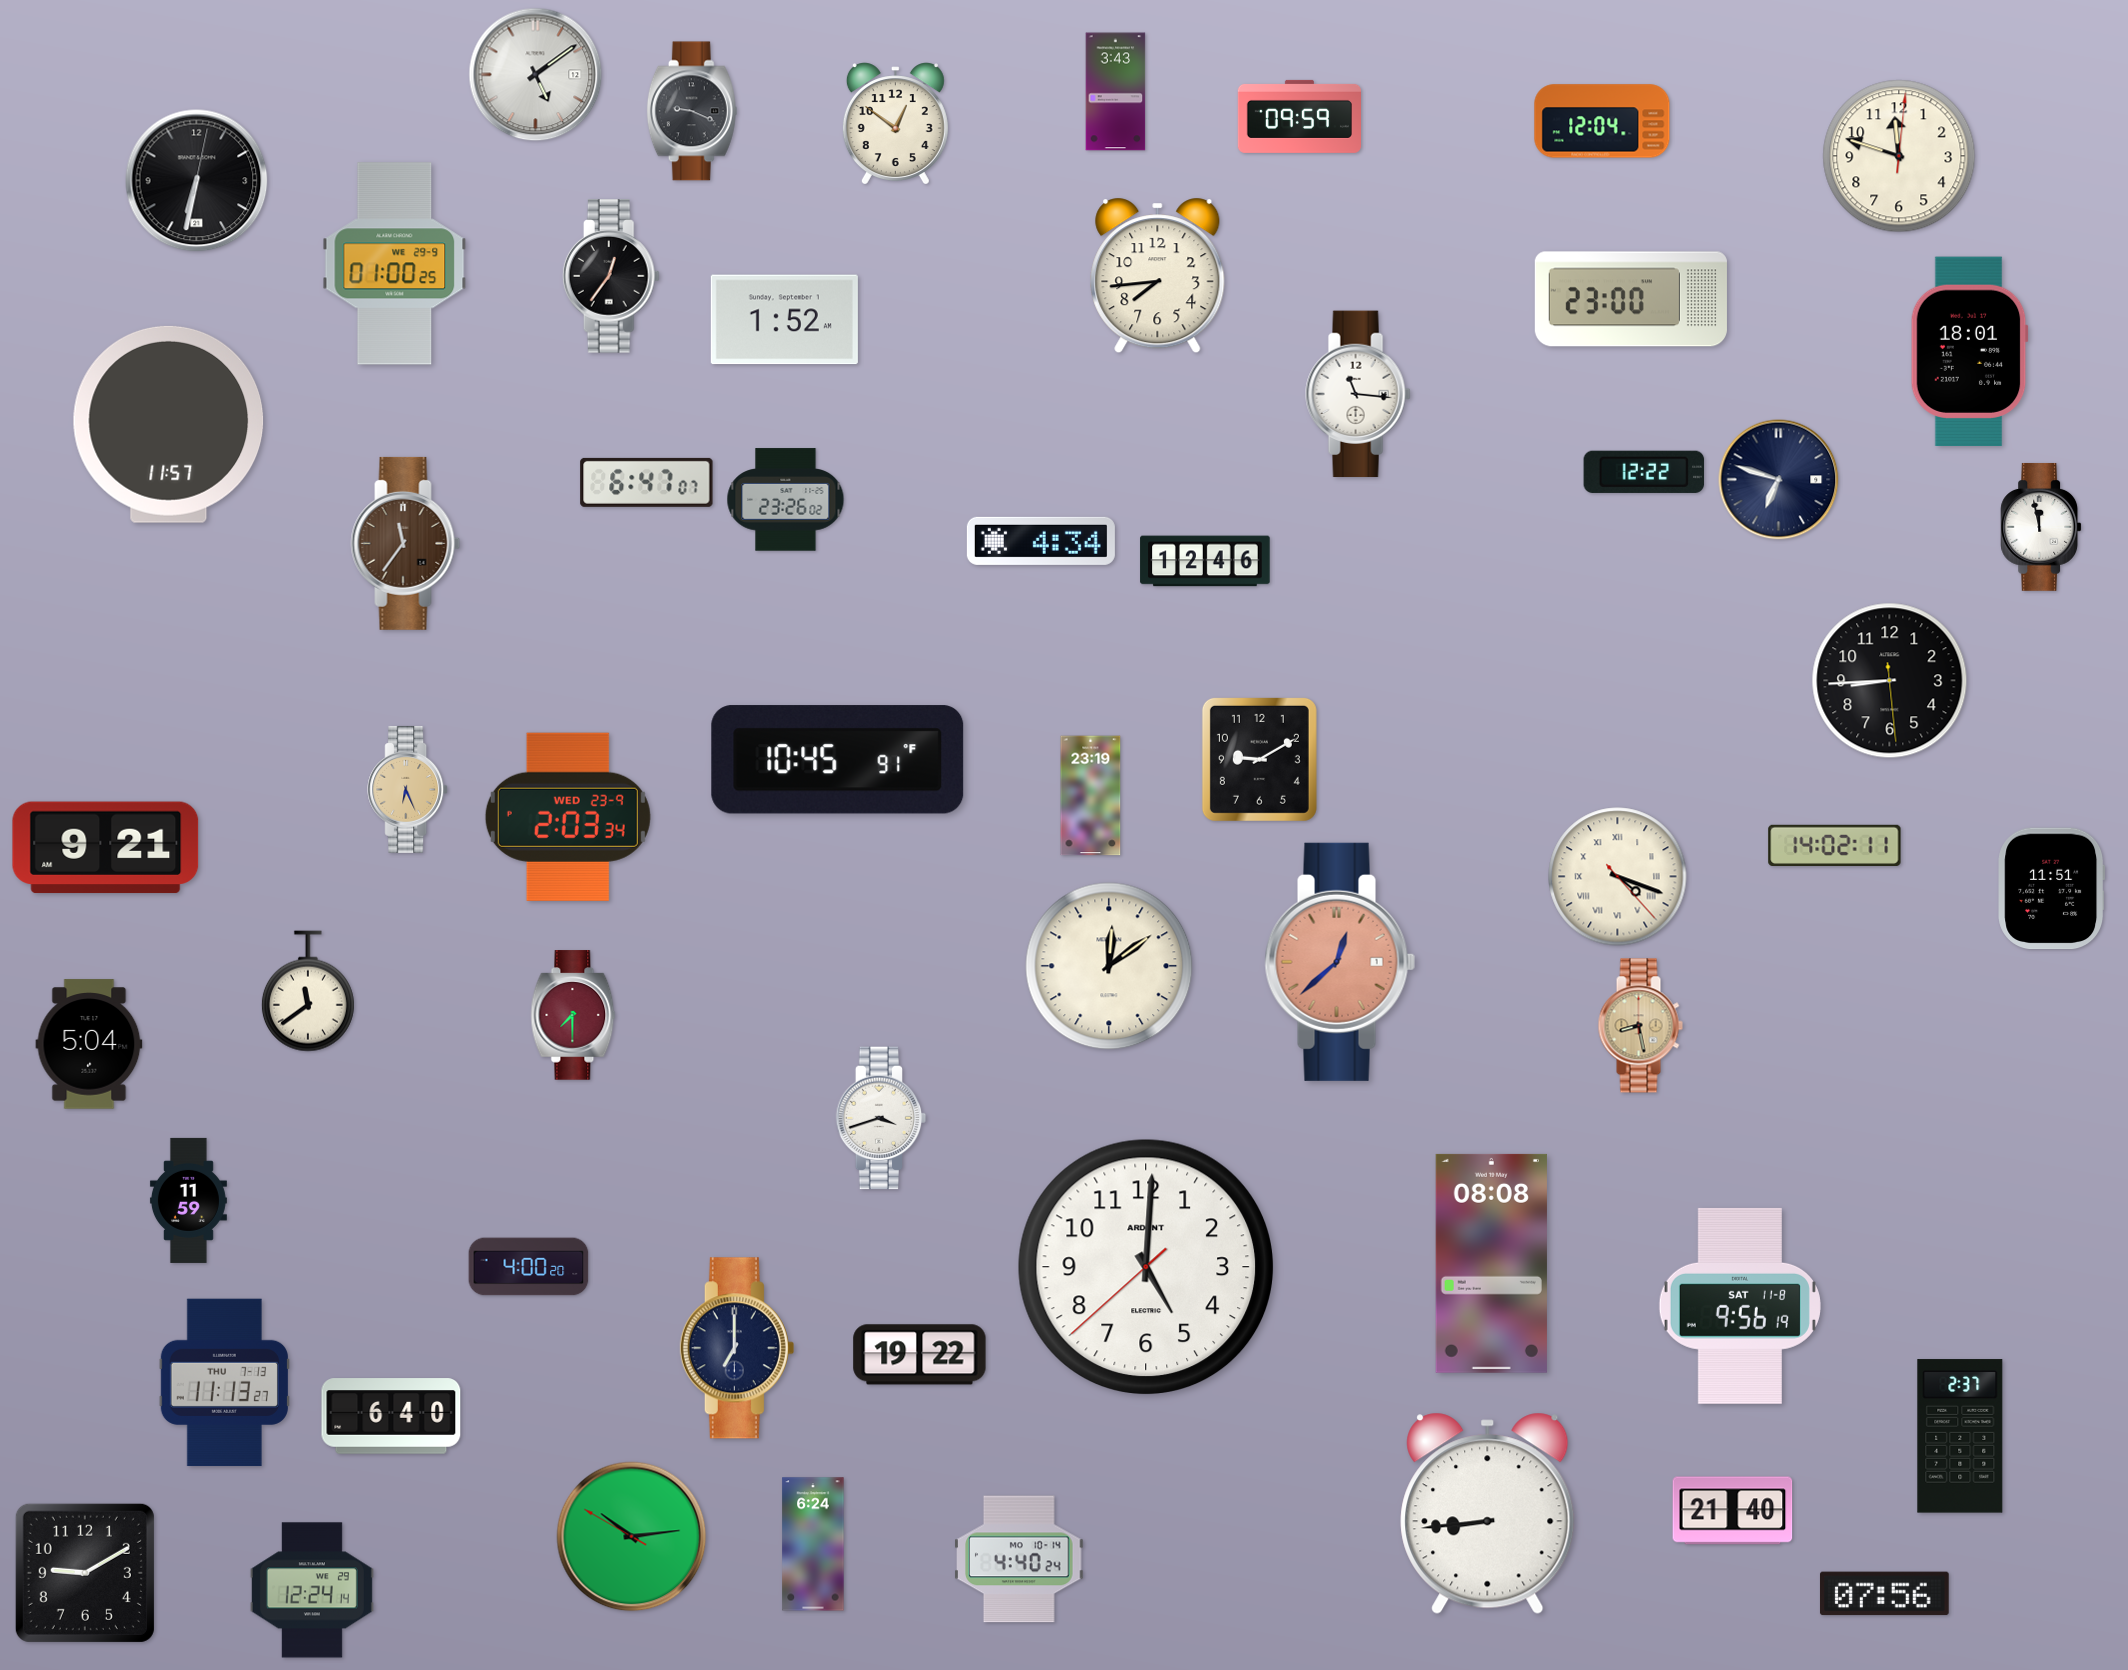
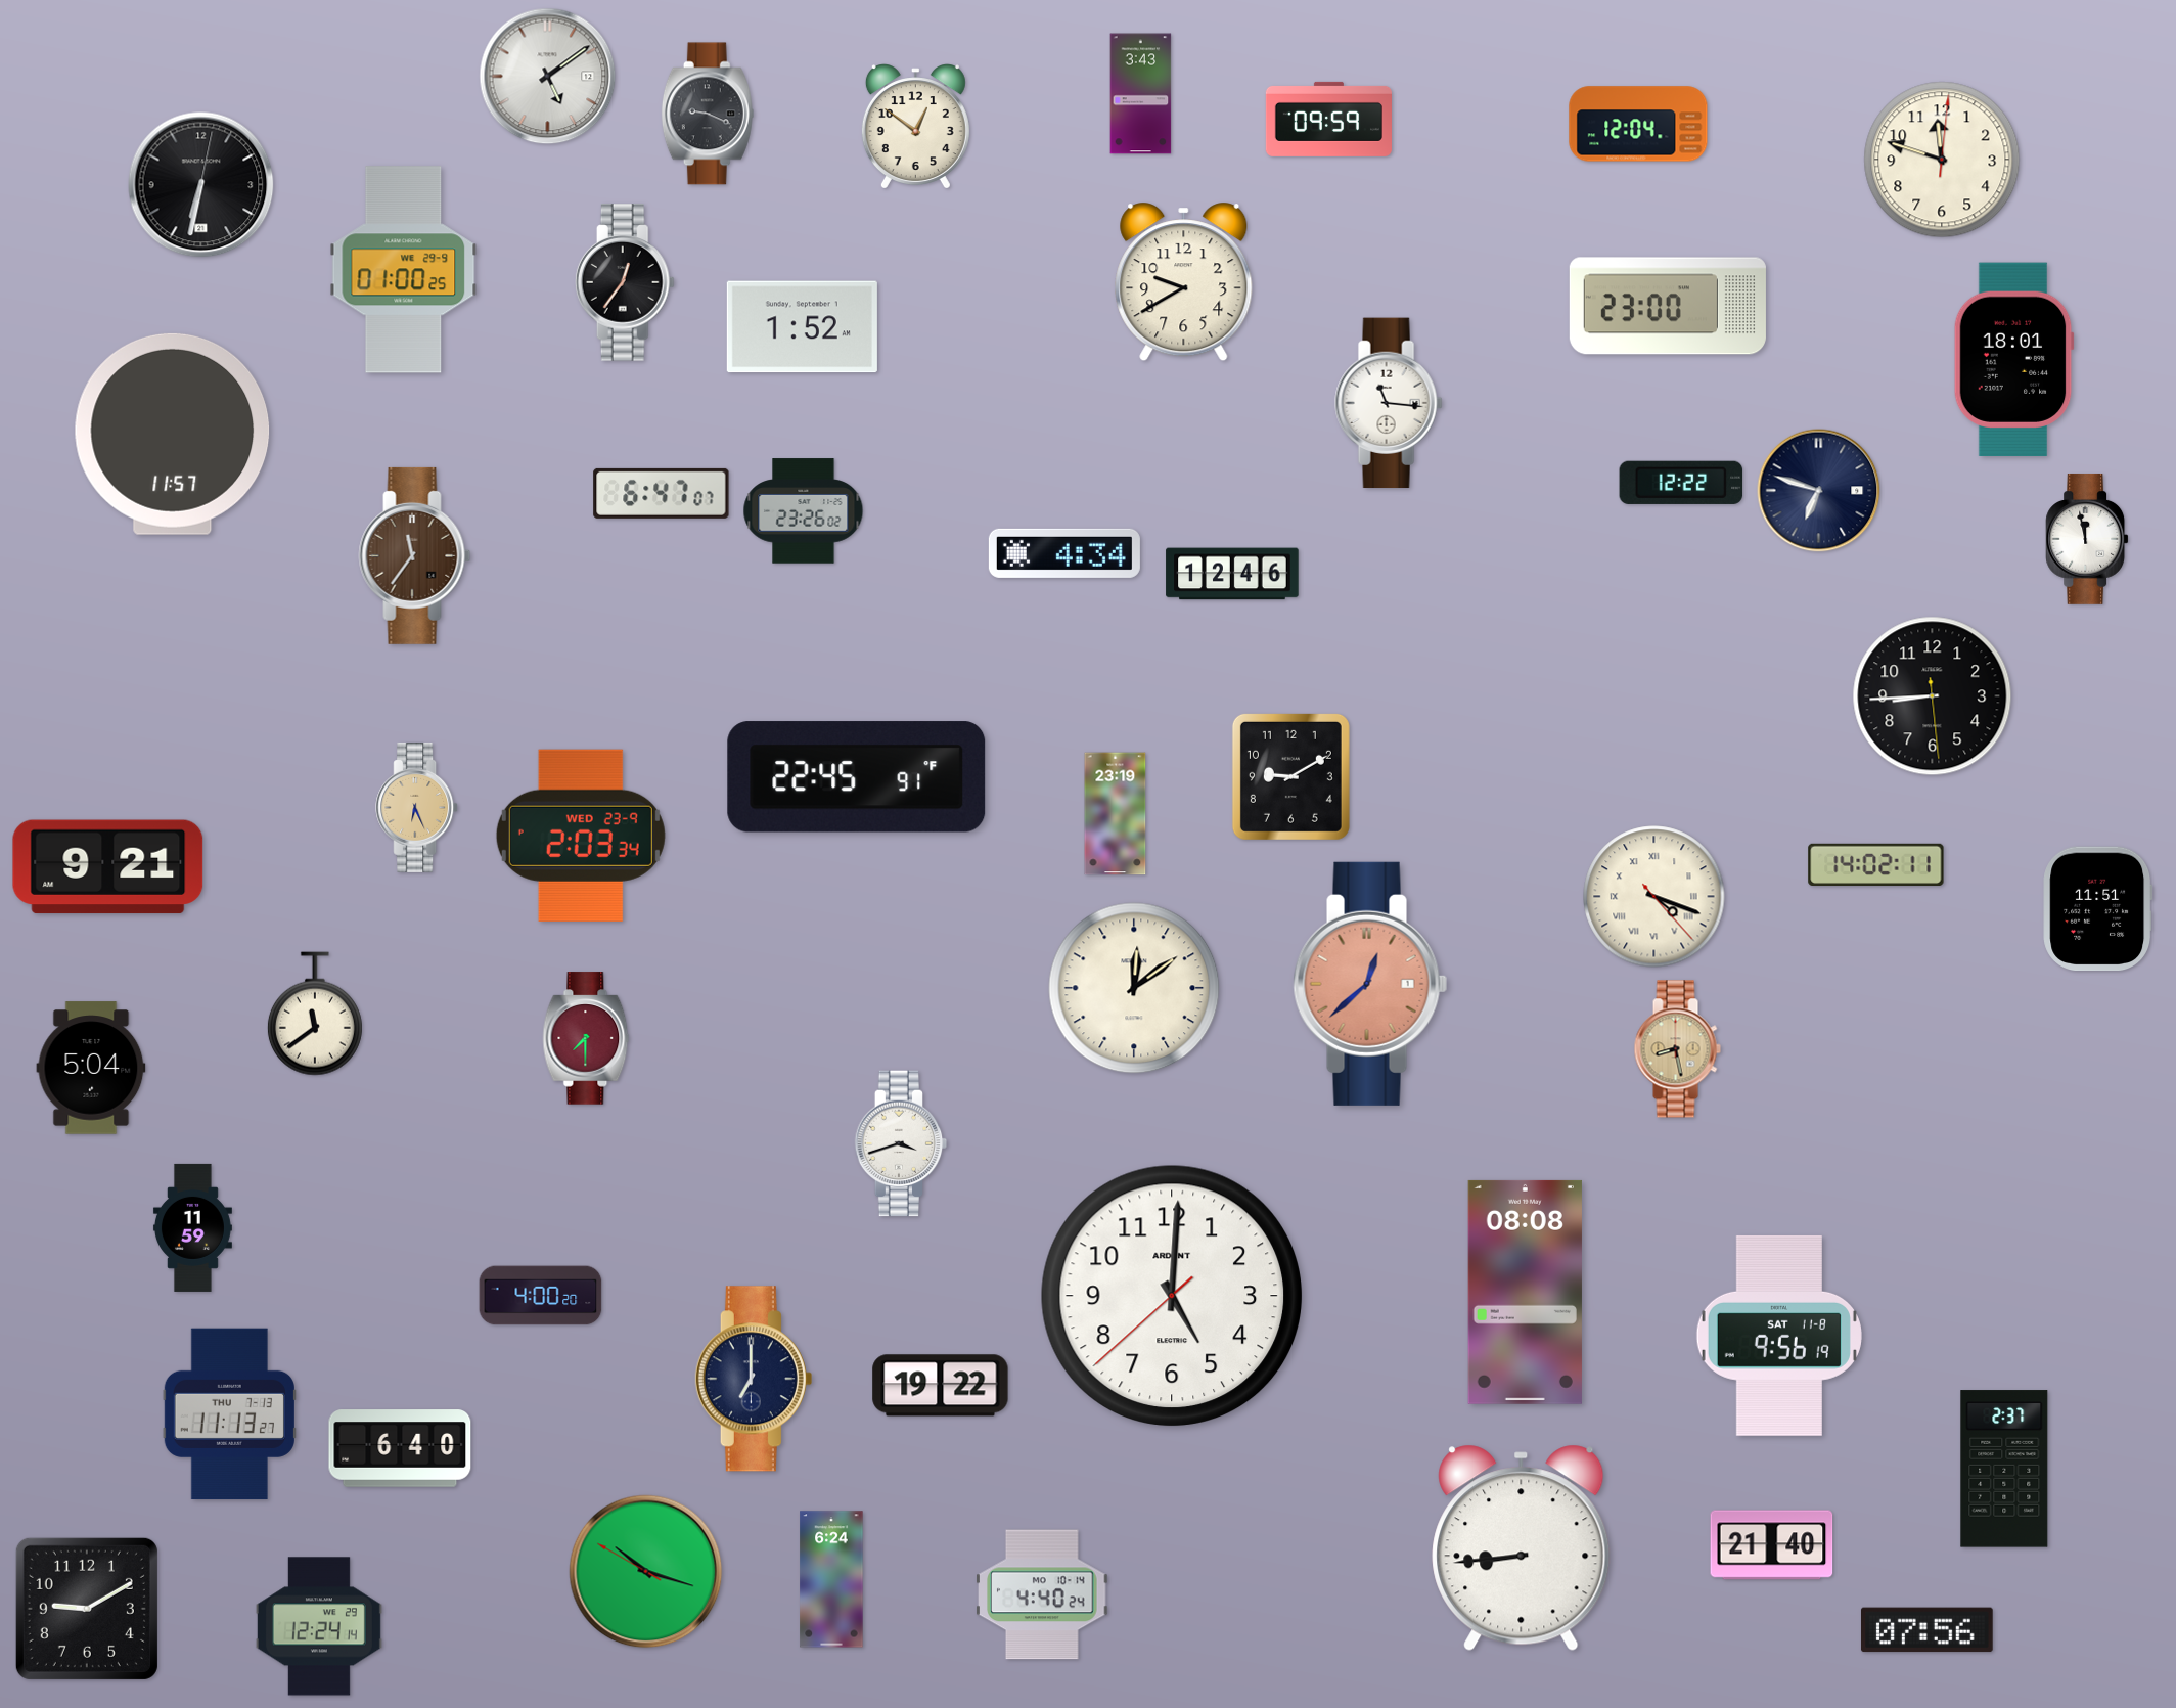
clock at (1158, 276): 7:44 -> 9:40
clock at (1259, 759) position: (1259, 759) -> (1290, 776)
clock at (838, 760): 10:45 -> 22:45
clock at (632, 1537): 10:13 -> 10:17
